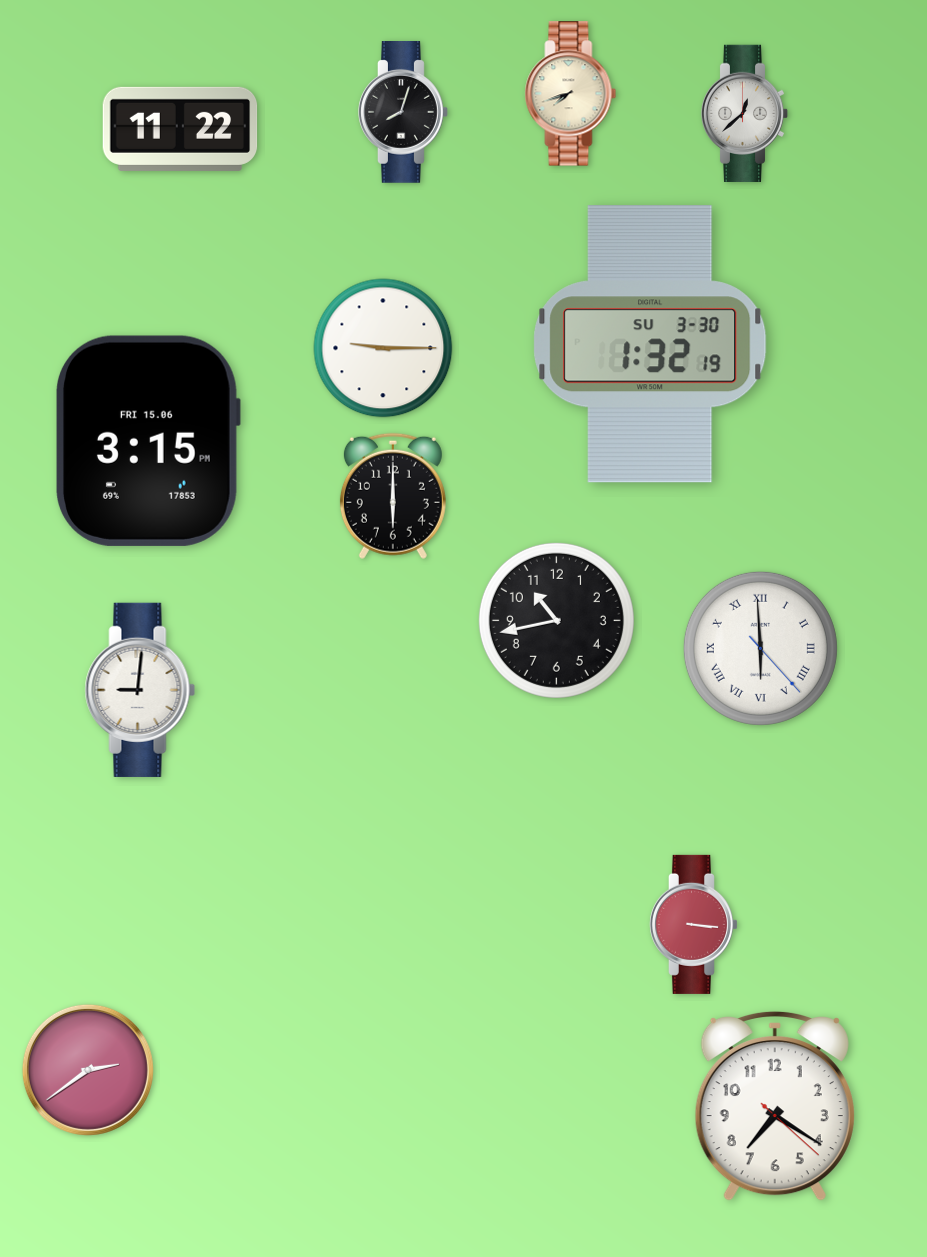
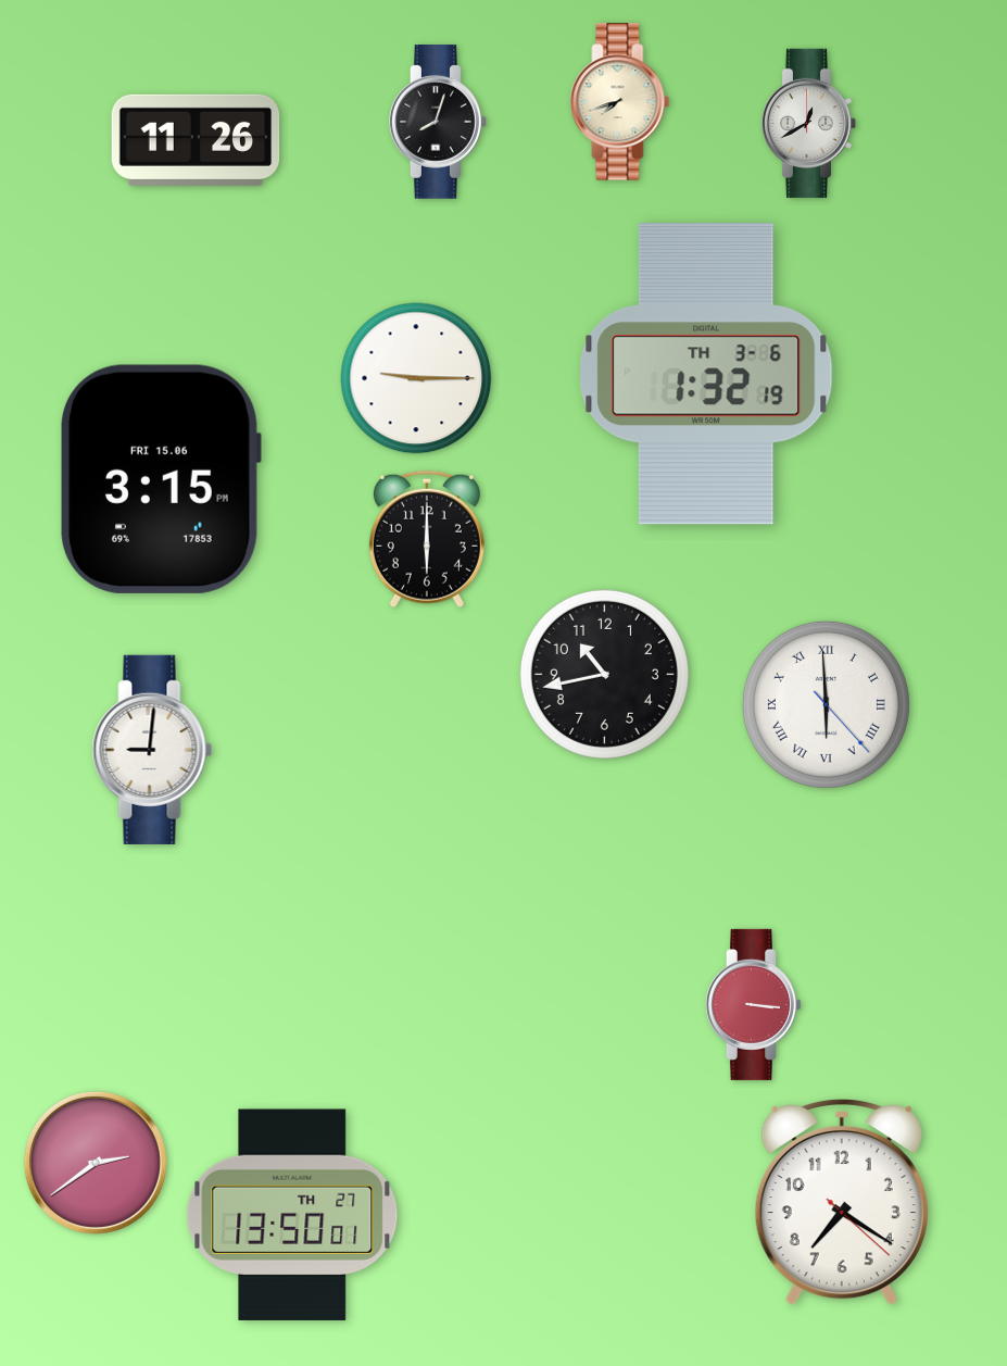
clock at (745, 113): 12:38 -> 12:40
clock at (180, 129): 11:22 -> 11:26
clock at (650, 344) date: SU 3-30 -> TH 3-6
clock at (292, 1215): none -> 13:50
